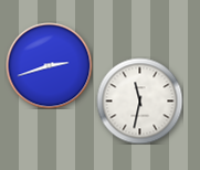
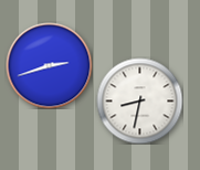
clock at (139, 100): 11:32 -> 8:32
